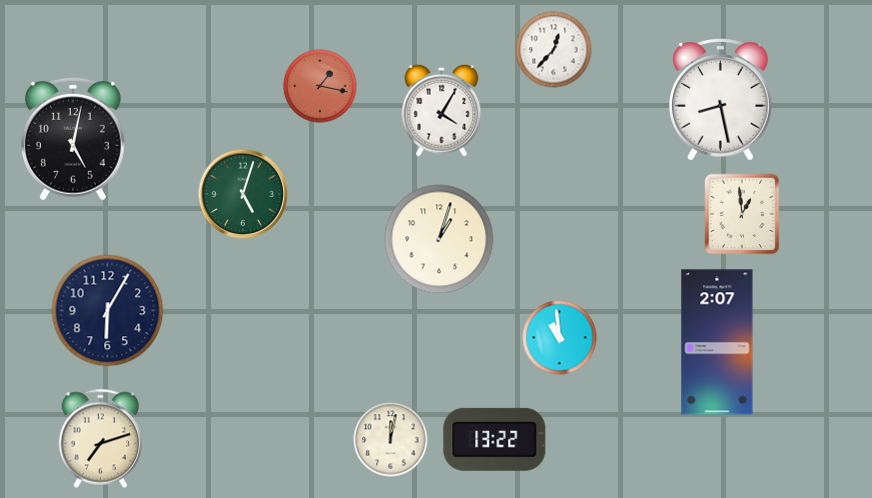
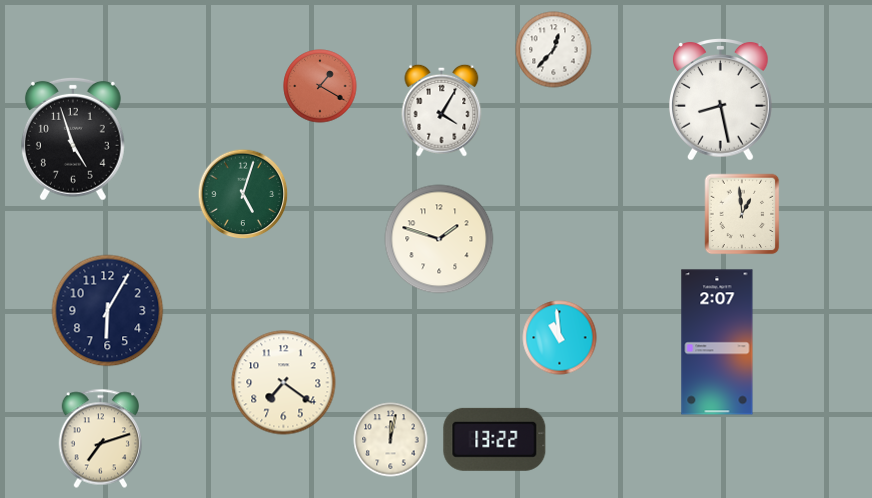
clock at (320, 86): 1:17 -> 1:20
clock at (73, 139): 5:02 -> 4:57
clock at (439, 239): 1:03 -> 1:48
clock at (284, 383): none -> 7:21
